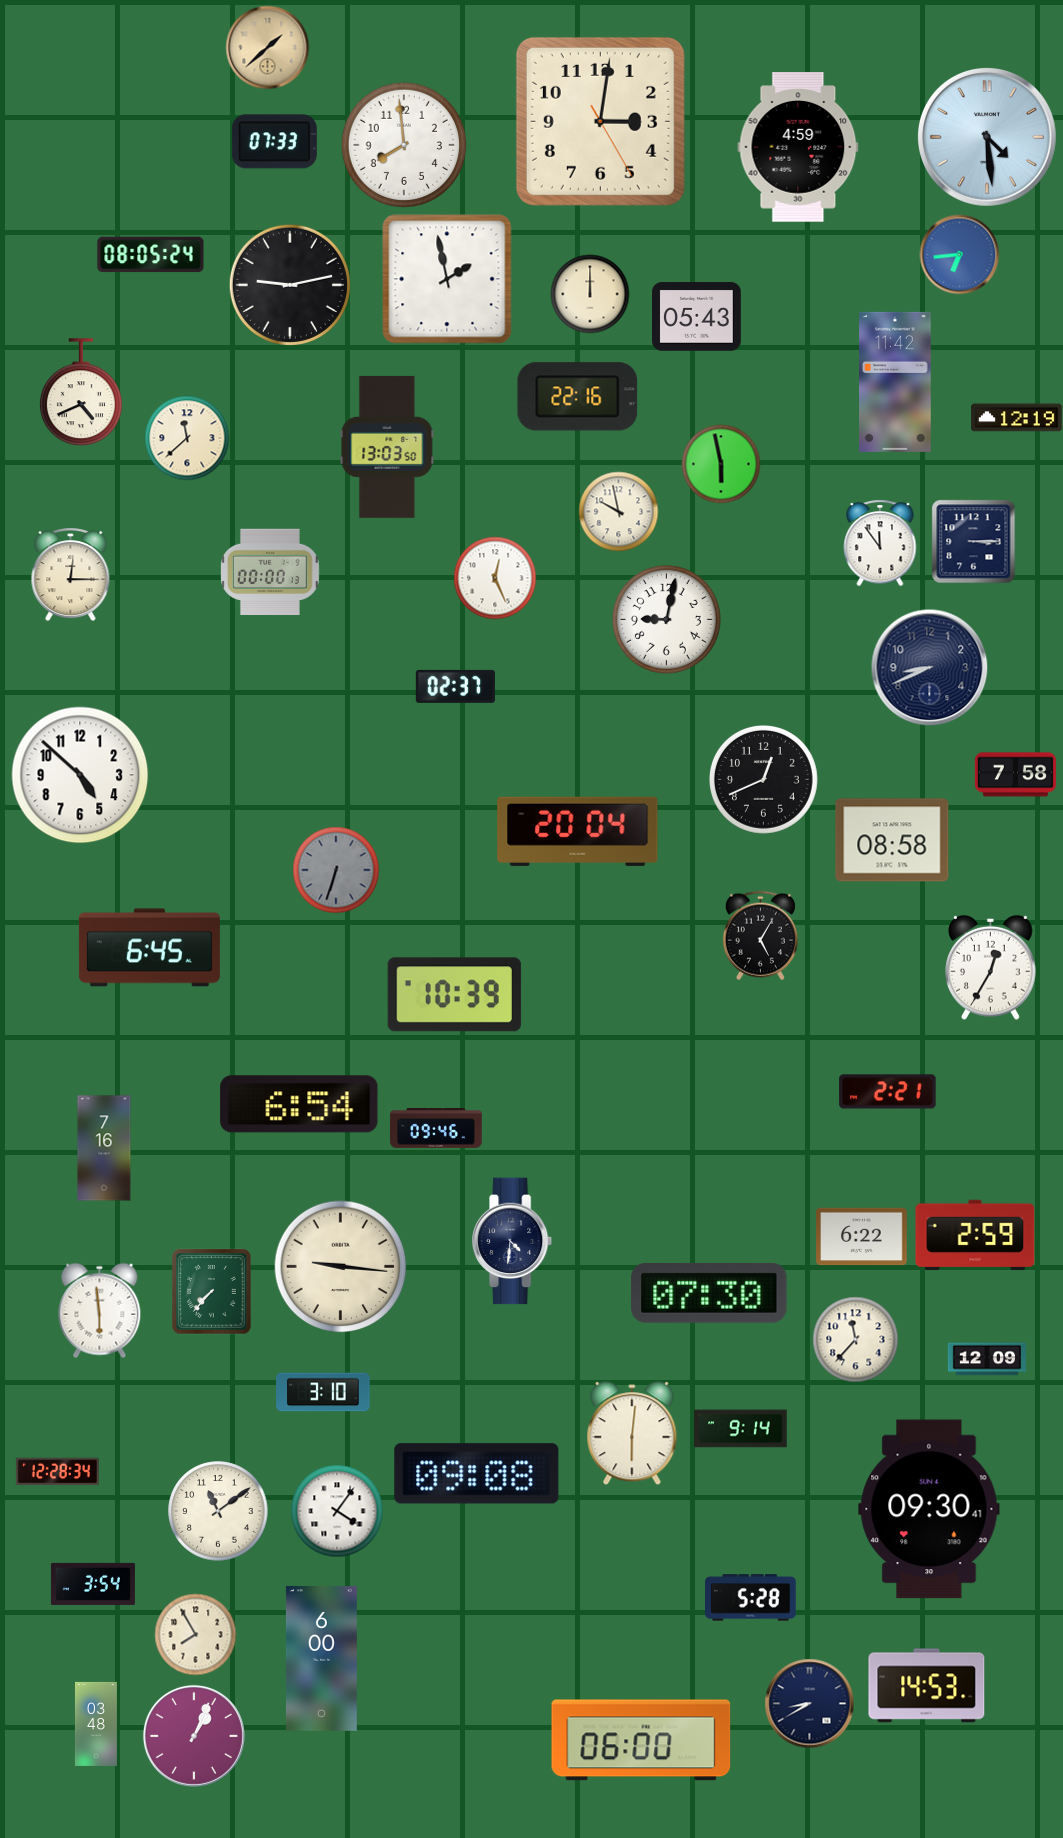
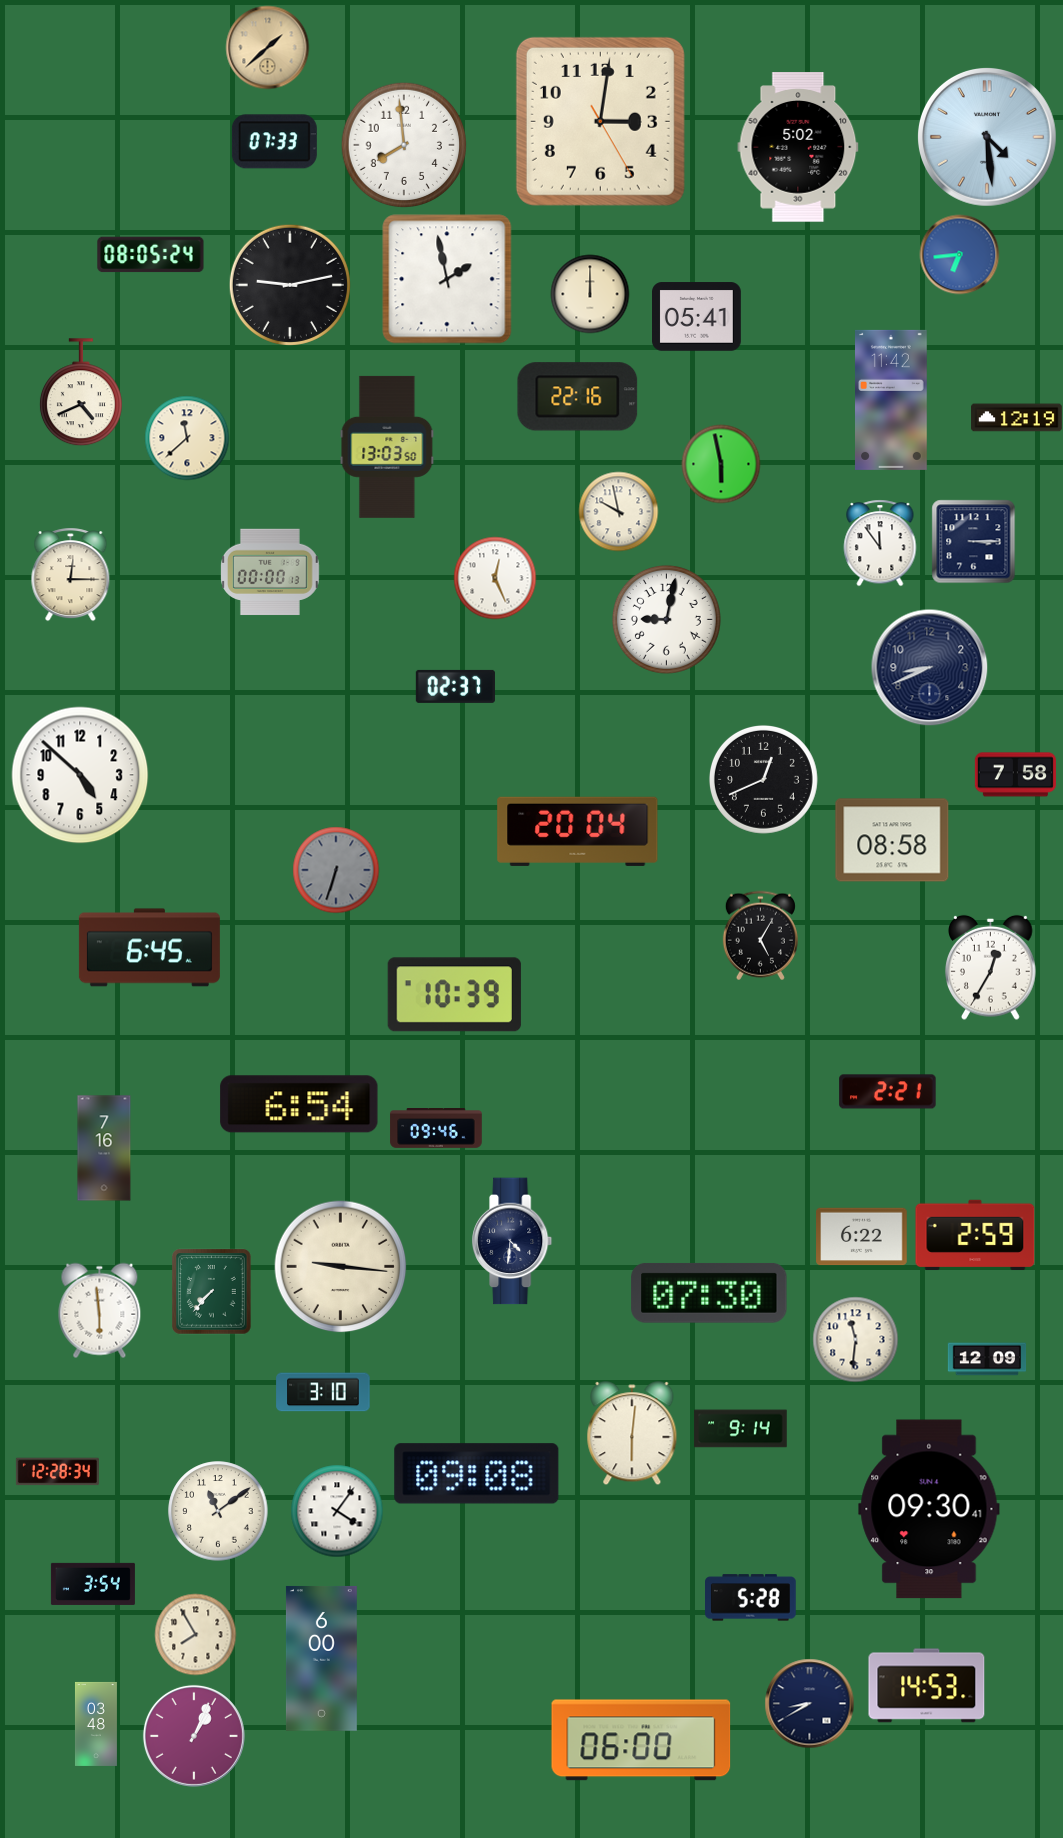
clock at (798, 147): 4:59 -> 5:02
clock at (697, 317): 05:43 -> 05:41
clock at (896, 382) position: (896, 382) -> (892, 400)
clock at (855, 1339): 11:37 -> 11:31
